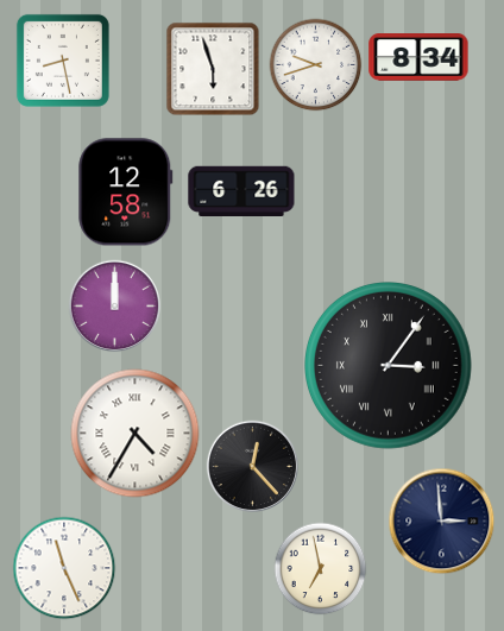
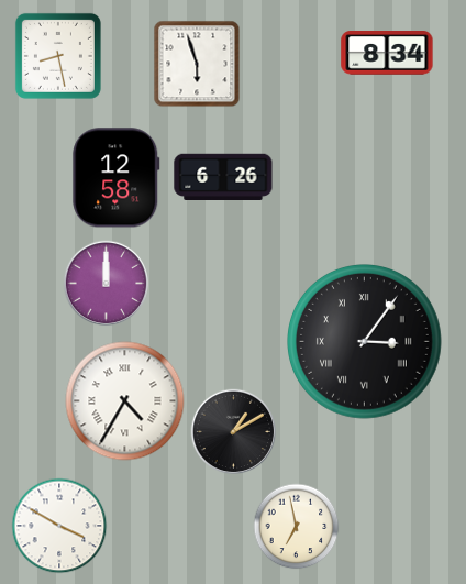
clock at (315, 64): 9:42 -> none
clock at (389, 366) position: (389, 366) -> (365, 342)
clock at (252, 466): 12:23 -> 1:10
clock at (441, 520): 2:59 -> none
clock at (64, 568): 11:26 -> 3:50
